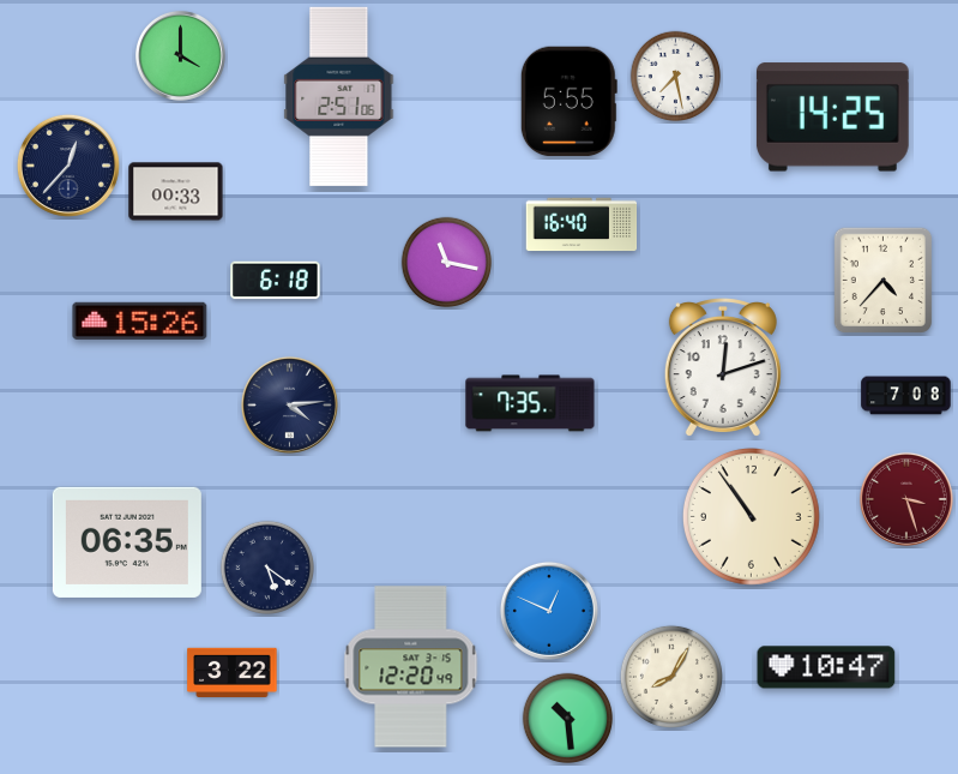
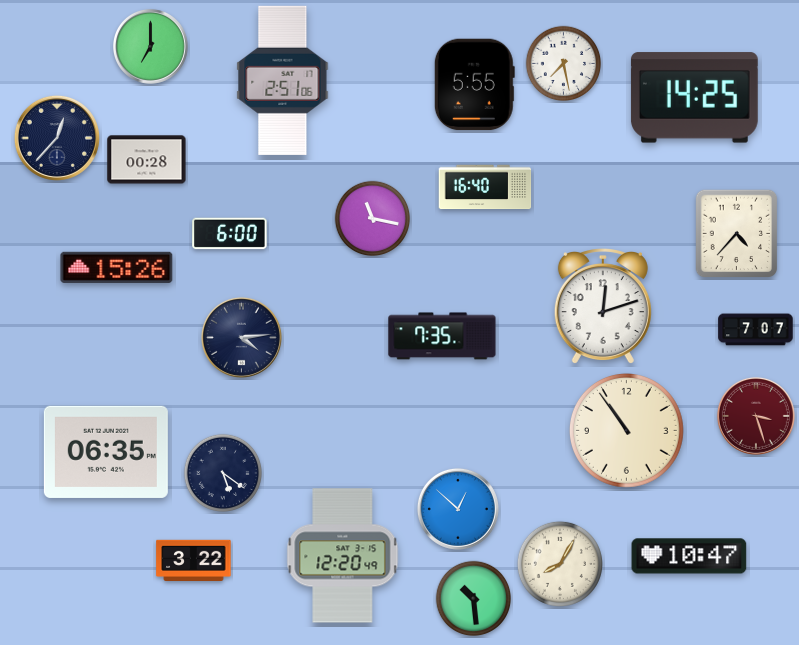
clock at (180, 55): 4:00 -> 7:00
clock at (176, 192): 00:33 -> 00:28
clock at (276, 281): 6:18 -> 6:00
clock at (906, 396): 7:08 -> 7:07
clock at (549, 611): 12:49 -> 12:52
